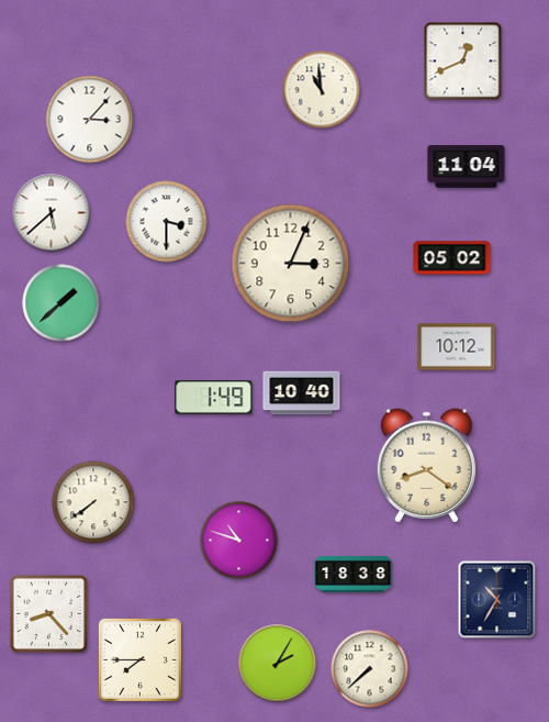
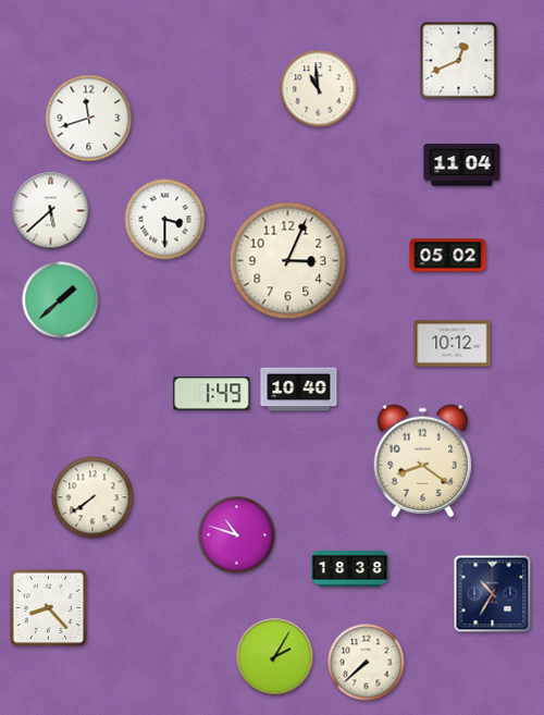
clock at (90, 120): 3:07 -> 11:42
clock at (139, 659): 7:45 -> none
